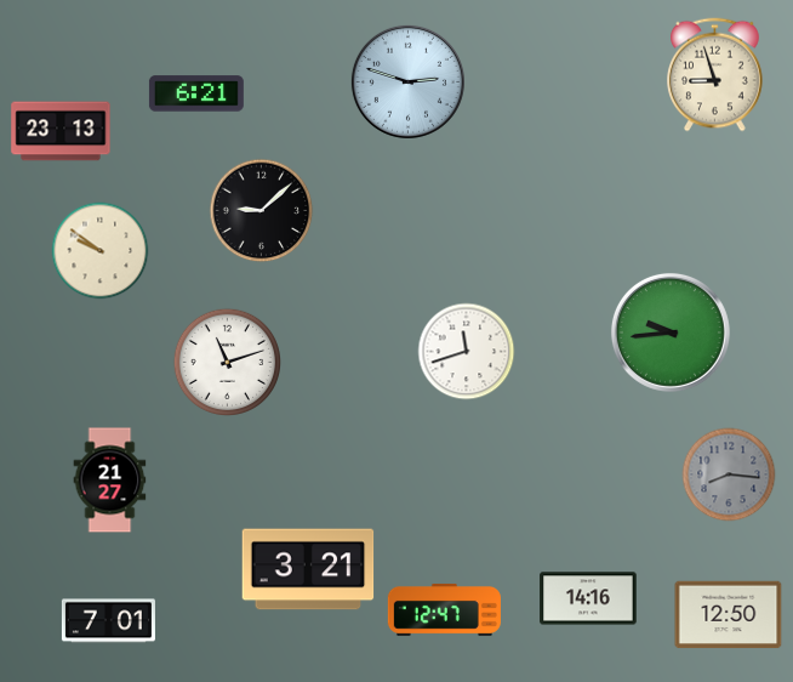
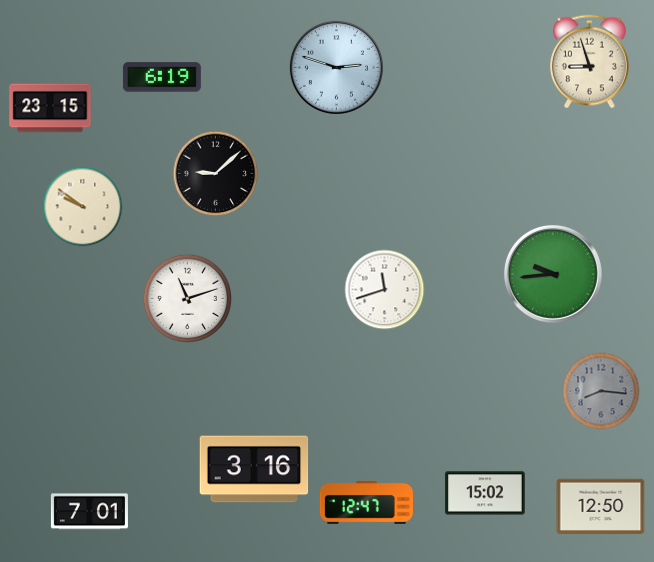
clock at (196, 93): 6:21 -> 6:19
clock at (61, 131): 23:13 -> 23:15
clock at (110, 481): 21:27 -> none
clock at (308, 569): 3:21 -> 3:16
clock at (588, 598): 14:16 -> 15:02
